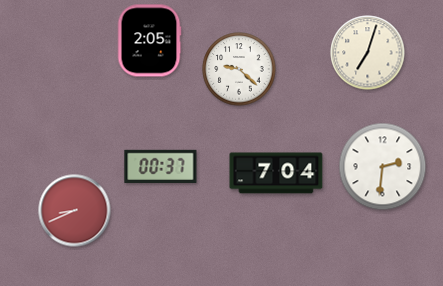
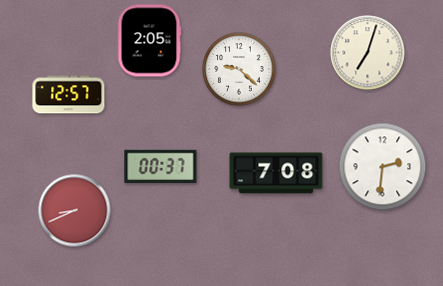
clock at (69, 95): none -> 12:57
clock at (276, 173): 7:04 -> 7:08
